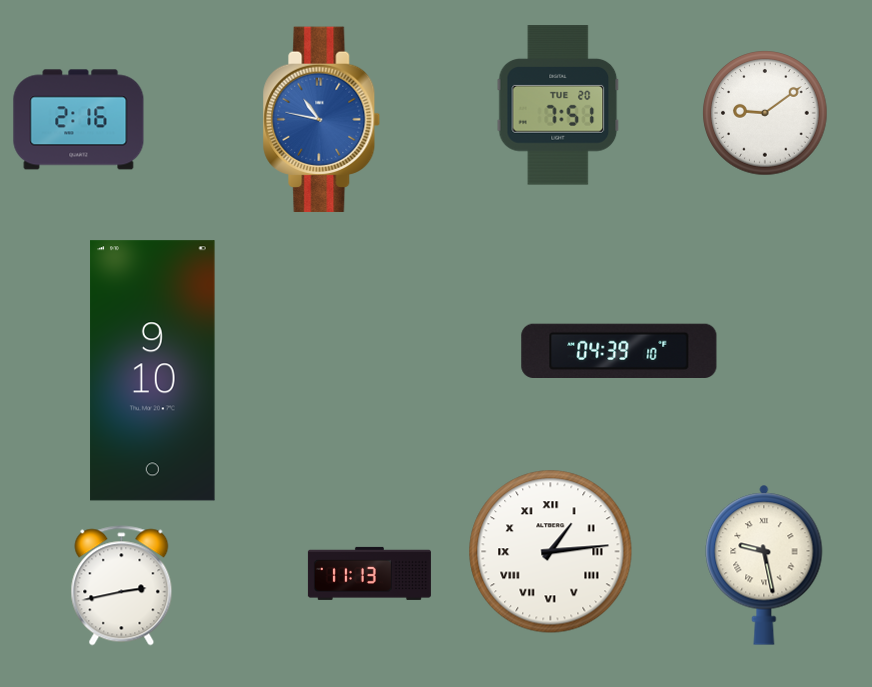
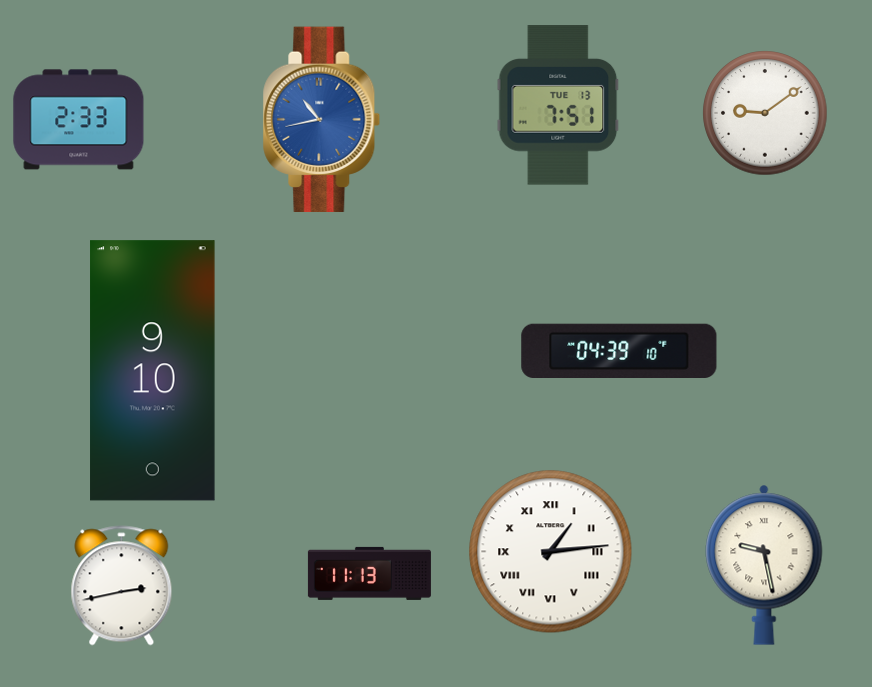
clock at (558, 105) date: TUE 20 -> TUE 13
clock at (322, 119): 10:47 -> 10:43
clock at (79, 120): 2:16 -> 2:33
